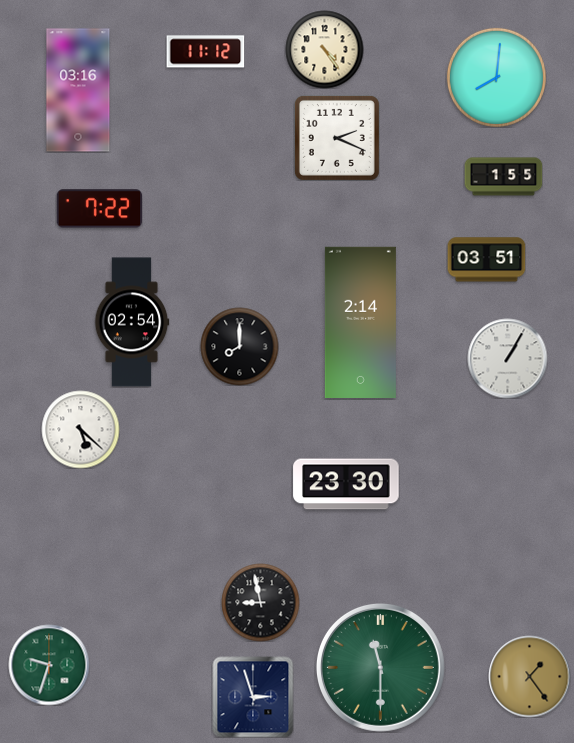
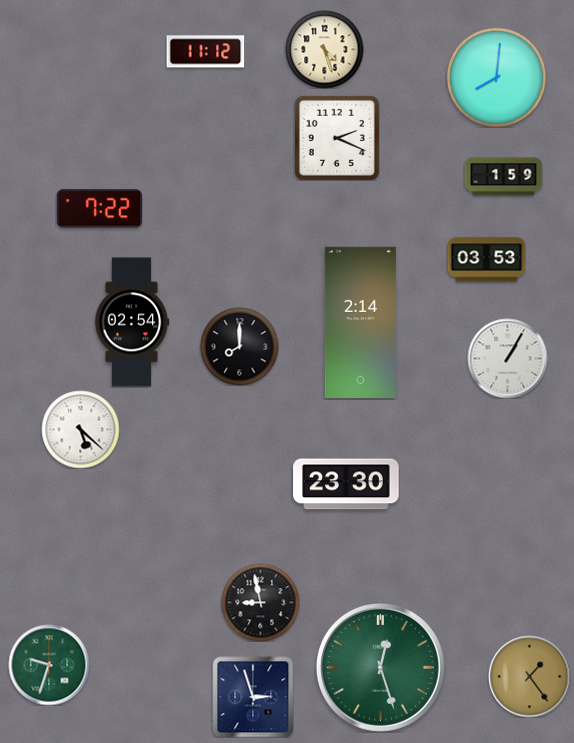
clock at (324, 49): 4:24 -> 4:27
clock at (78, 90): 03:16 -> none
clock at (503, 177): 1:55 -> 1:59
clock at (486, 260): 03:51 -> 03:53
clock at (380, 667): 11:30 -> 12:27
